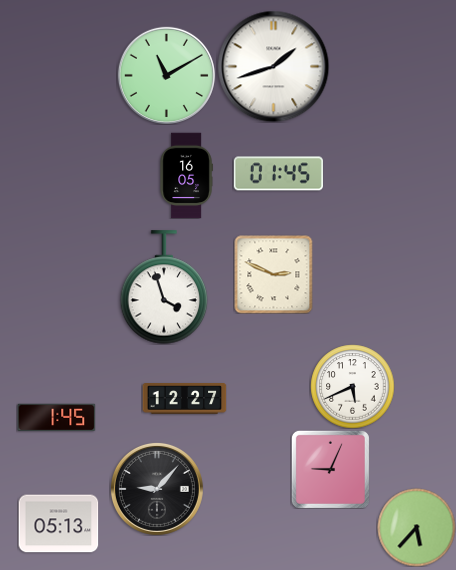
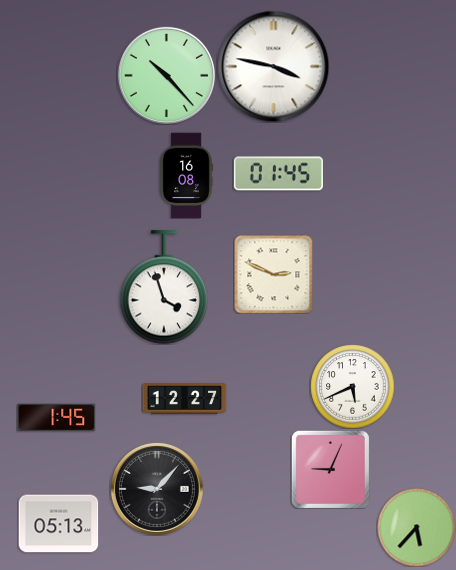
clock at (273, 66): 1:42 -> 3:47
clock at (166, 75): 11:10 -> 10:23
clock at (186, 175): 16:05 -> 16:08
